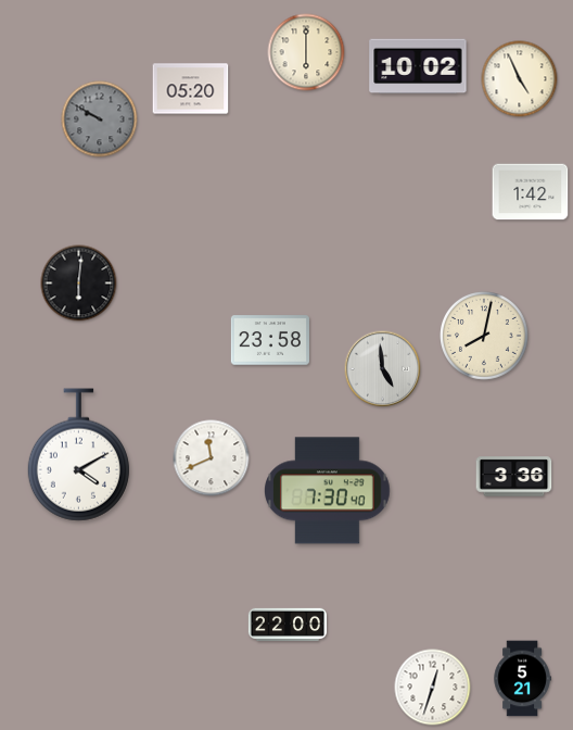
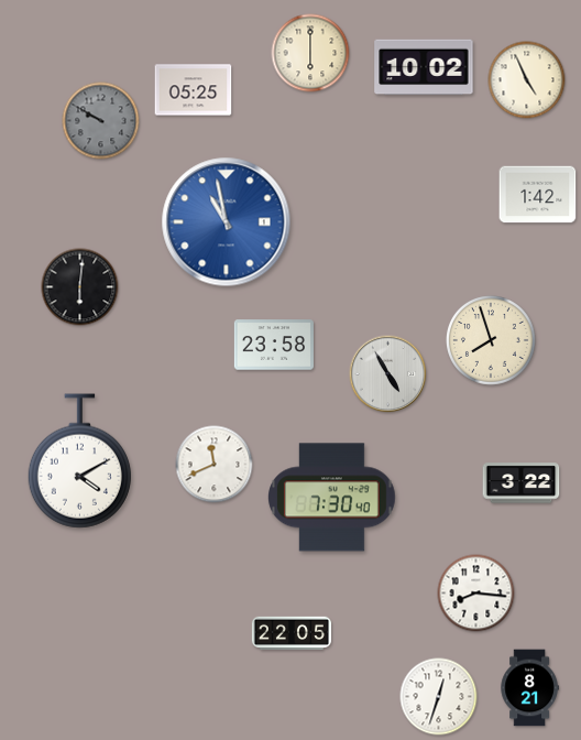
clock at (191, 89): 05:20 -> 05:25
clock at (227, 222): none -> 10:58
clock at (485, 337): 8:02 -> 7:57
clock at (383, 369): 4:59 -> 4:55
clock at (514, 477): 3:36 -> 3:22
clock at (476, 594): none -> 8:16
clock at (286, 624): 22:00 -> 22:05
clock at (522, 679): 5:21 -> 8:21
